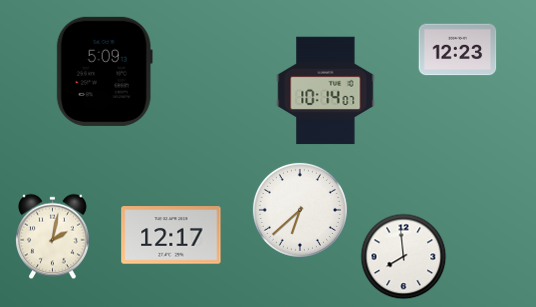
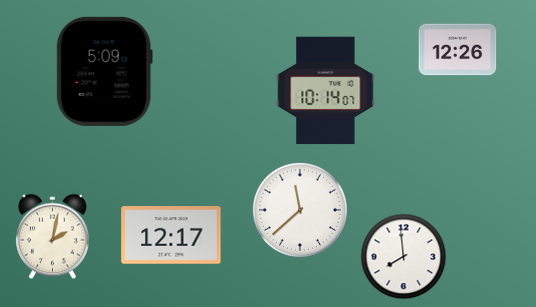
clock at (458, 50): 12:23 -> 12:26
clock at (300, 210): 6:38 -> 11:38
